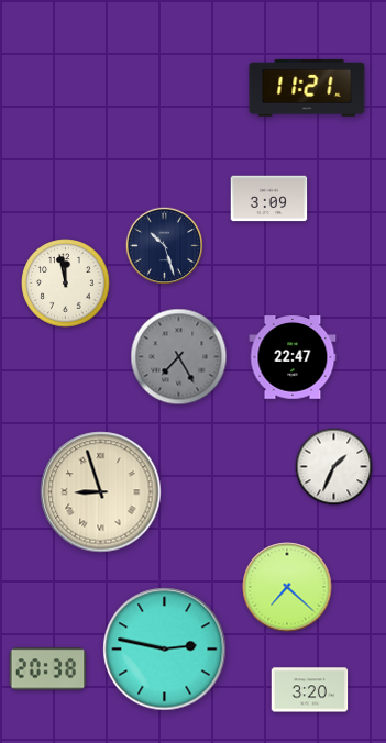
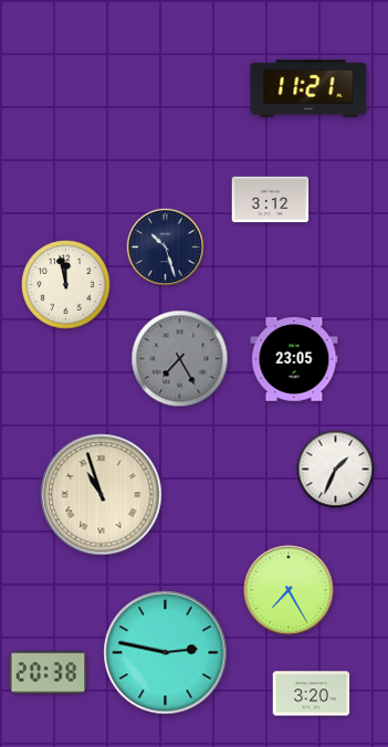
clock at (269, 199): 3:09 -> 3:12
clock at (293, 357): 22:47 -> 23:05
clock at (101, 492): 8:57 -> 10:57
clock at (287, 587): 7:22 -> 7:25
